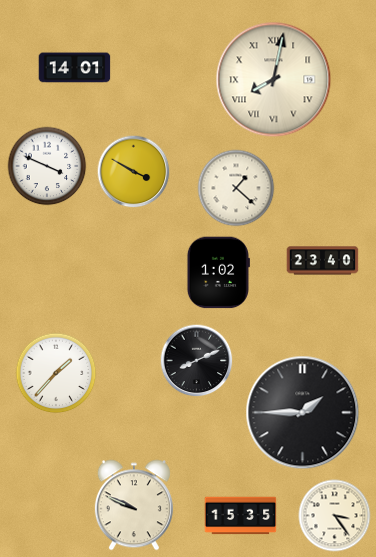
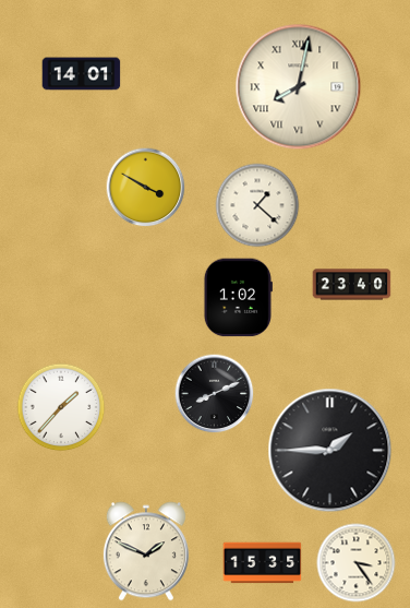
clock at (47, 166): 3:49 -> none
clock at (134, 505): 9:49 -> 1:49
clock at (335, 516) position: (335, 516) -> (357, 563)
